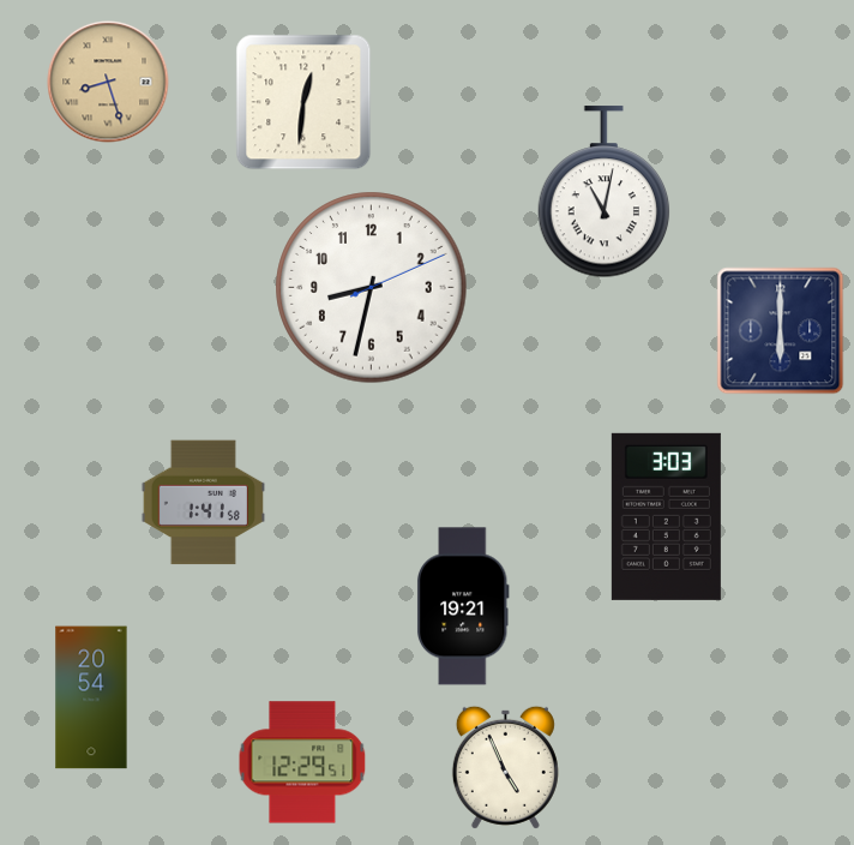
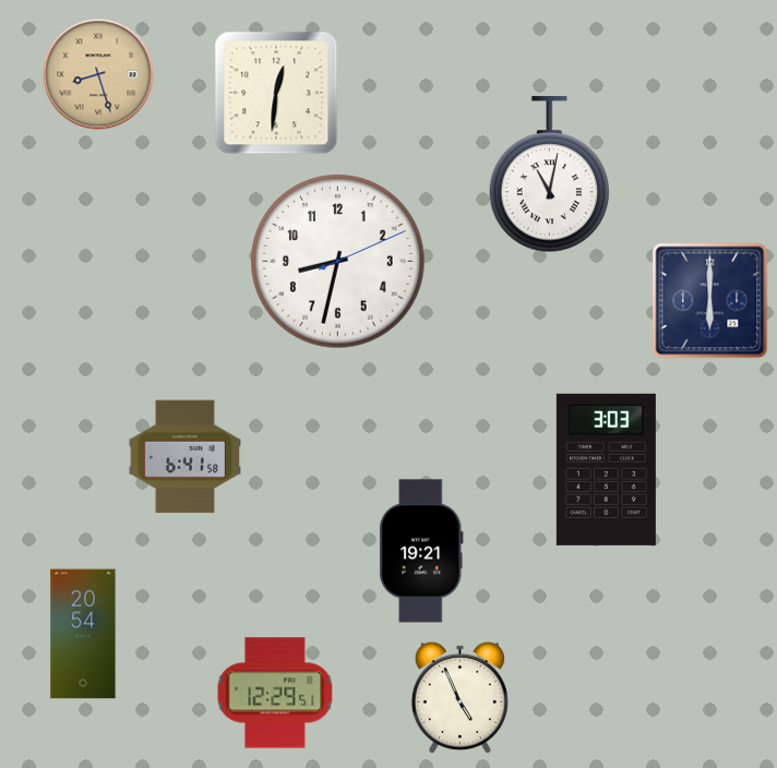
clock at (203, 503): 1:41 -> 6:41
